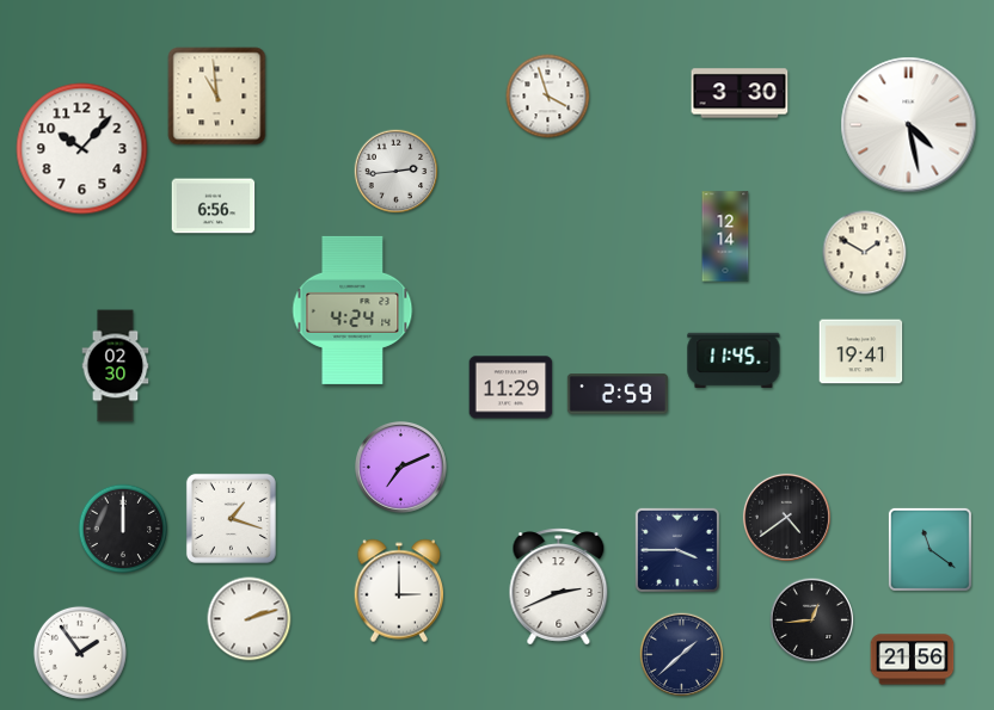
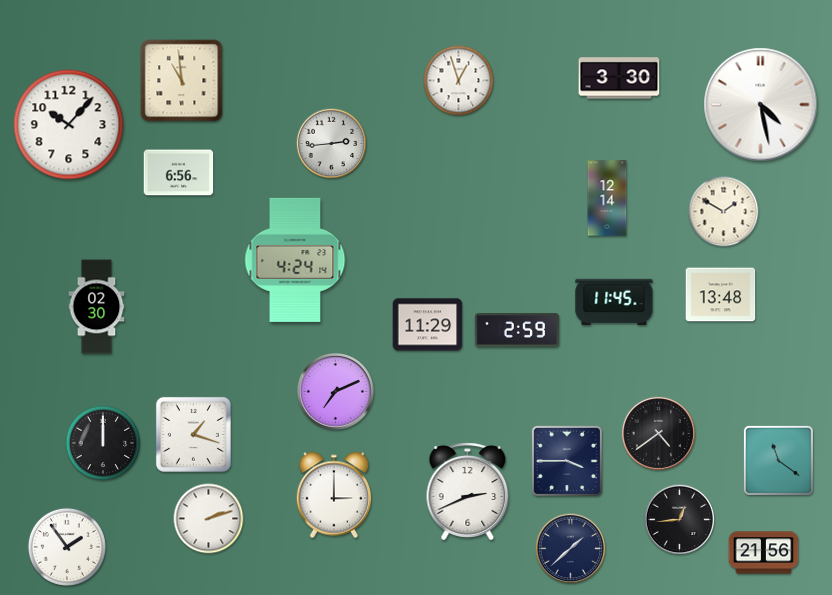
clock at (548, 97): 3:57 -> 12:57
clock at (861, 352): 19:41 -> 13:48
